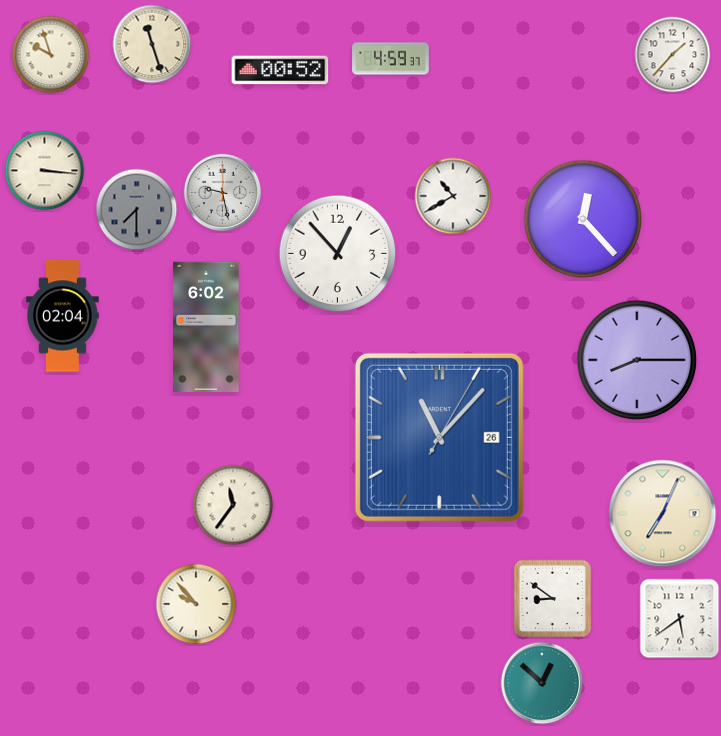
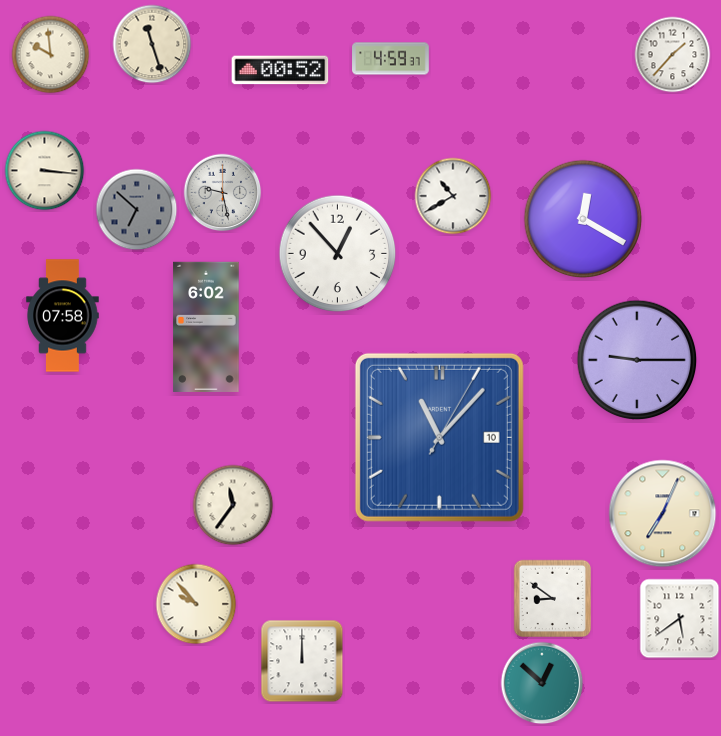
clock at (51, 55): 9:57 -> 9:59
clock at (137, 210): 7:30 -> 6:52
clock at (583, 219): 12:23 -> 12:20
clock at (63, 316): 02:04 -> 07:58
clock at (637, 360): 8:15 -> 9:15
clock at (439, 437) date: 26 -> 10
clock at (302, 661): none -> 12:00
